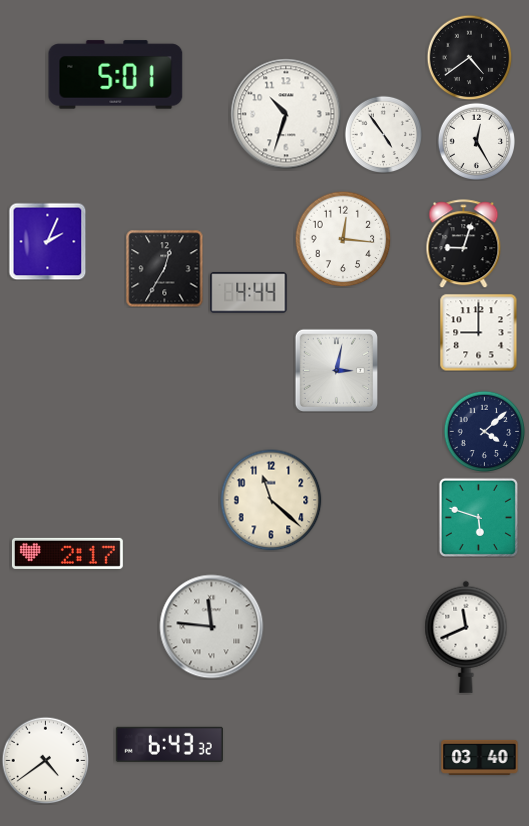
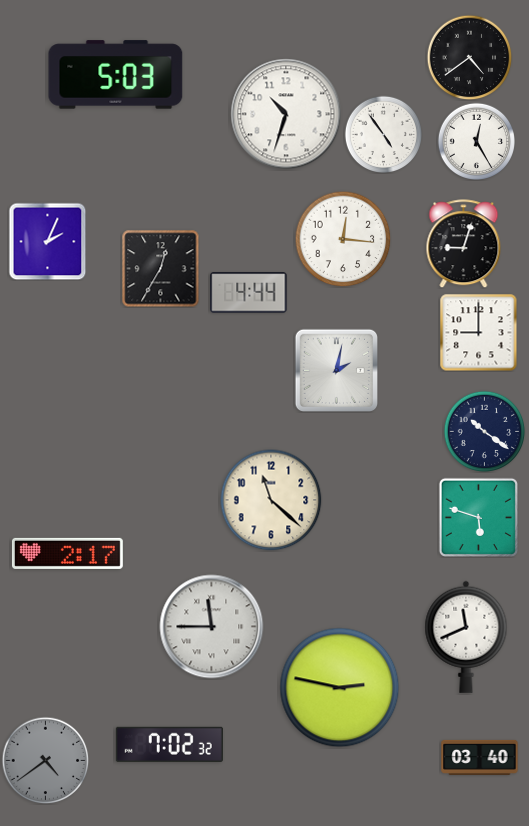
clock at (116, 75): 5:01 -> 5:03
clock at (164, 268) position: (164, 268) -> (160, 268)
clock at (336, 370): 3:02 -> 2:02
clock at (484, 431): 4:08 -> 10:21
clock at (212, 627): 11:46 -> 11:45
clock at (340, 688): none -> 2:47
clock at (169, 744): 6:43 -> 7:02
clock at (45, 760) dial: white -> grey
